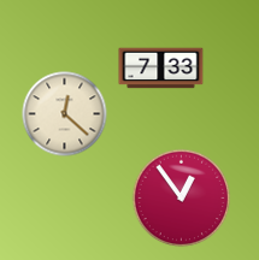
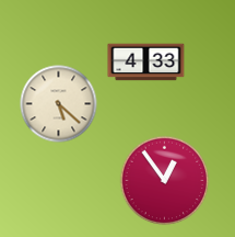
clock at (161, 69): 7:33 -> 4:33
clock at (65, 114): 12:22 -> 5:22
